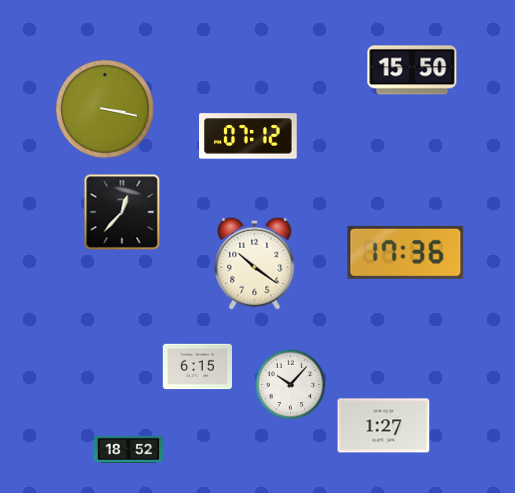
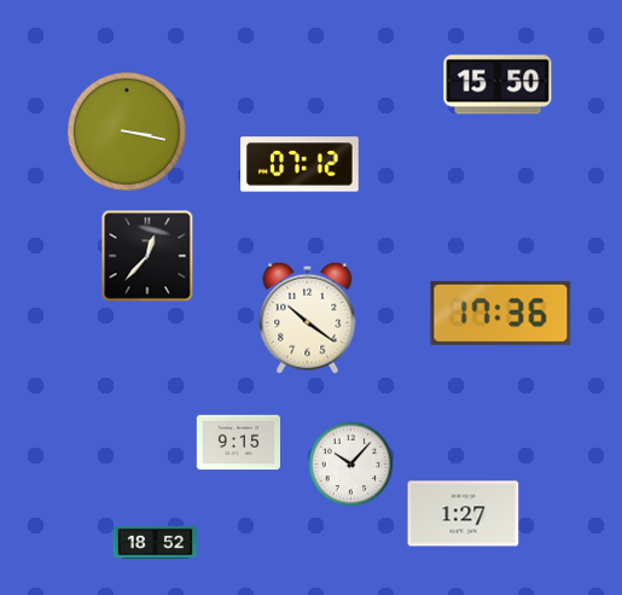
clock at (406, 252) position: (406, 252) -> (501, 313)
clock at (197, 367): 6:15 -> 9:15
